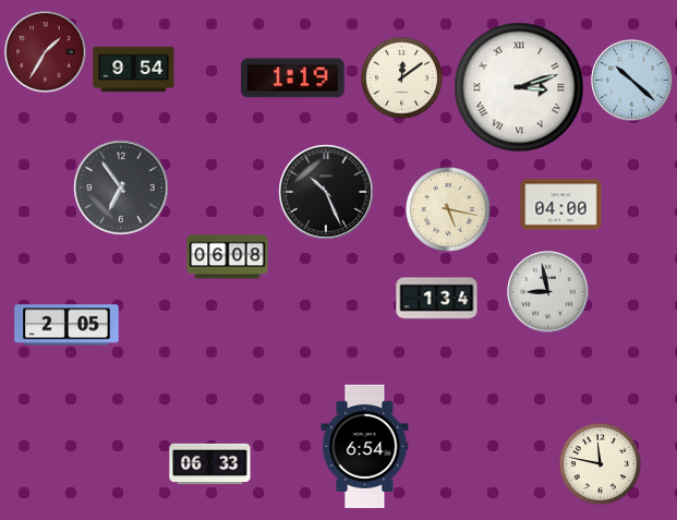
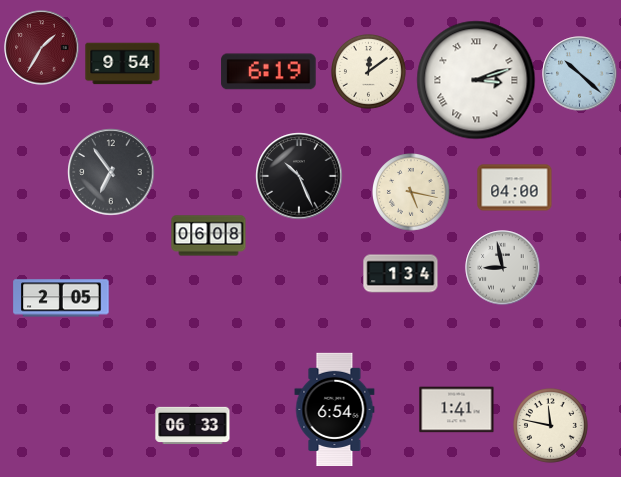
clock at (293, 78): 1:19 -> 6:19
clock at (457, 410): none -> 1:41
